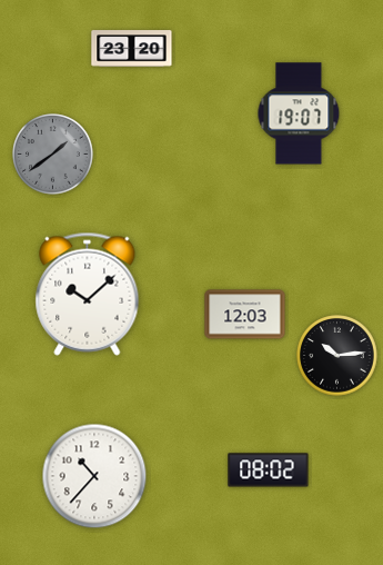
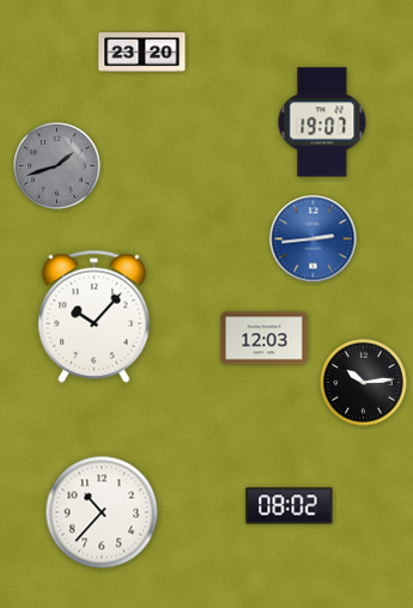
clock at (53, 155): 1:39 -> 1:42
clock at (314, 239): none -> 2:44
clock at (88, 294): 10:08 -> 10:07
